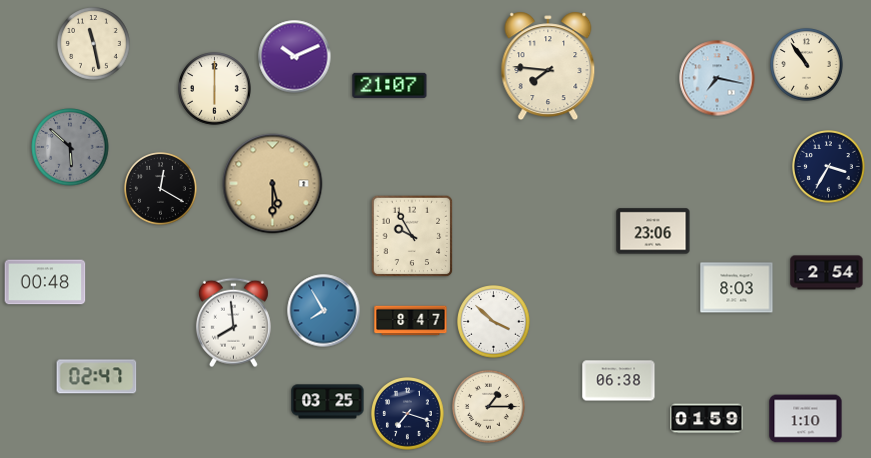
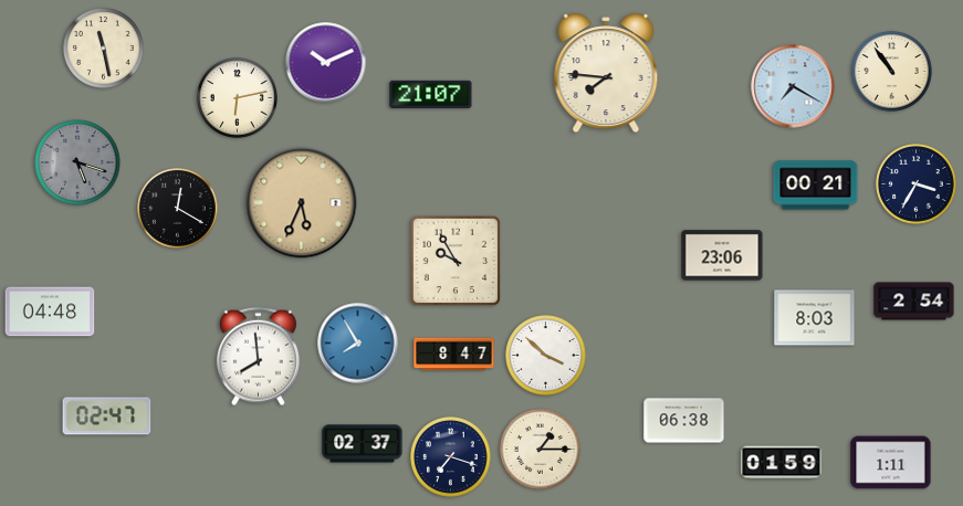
clock at (717, 78): 7:17 -> 7:20
clock at (215, 89): 6:00 -> 6:13
clock at (70, 147): 5:52 -> 5:18
clock at (816, 186): none -> 00:21
clock at (273, 184): 5:30 -> 5:34
clock at (45, 282): 00:48 -> 04:48
clock at (328, 402): 03:25 -> 02:37
clock at (806, 419): 1:10 -> 1:11
